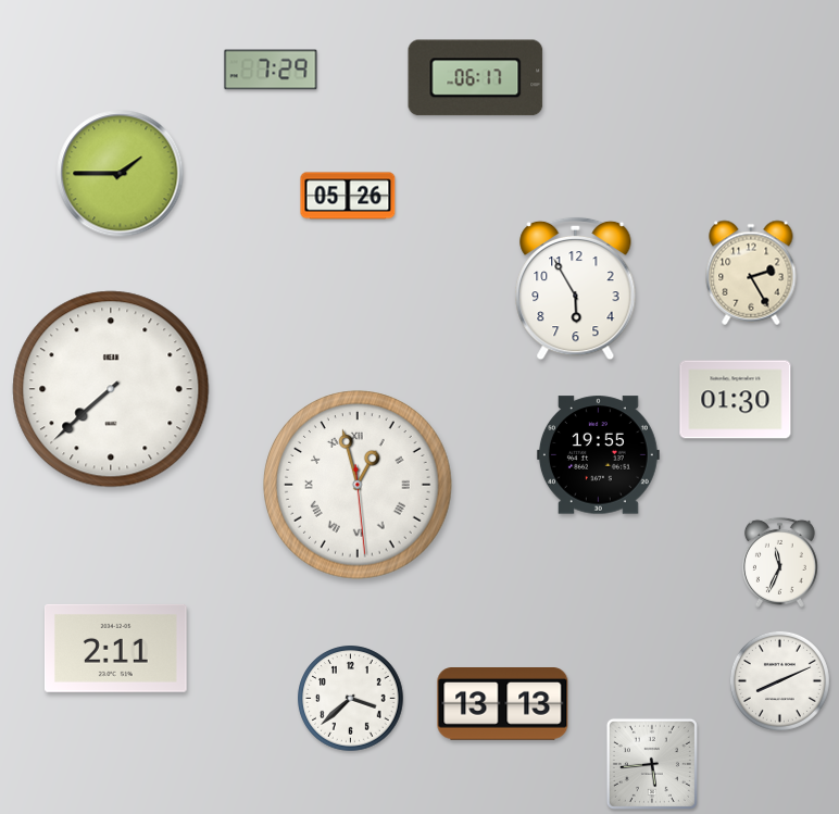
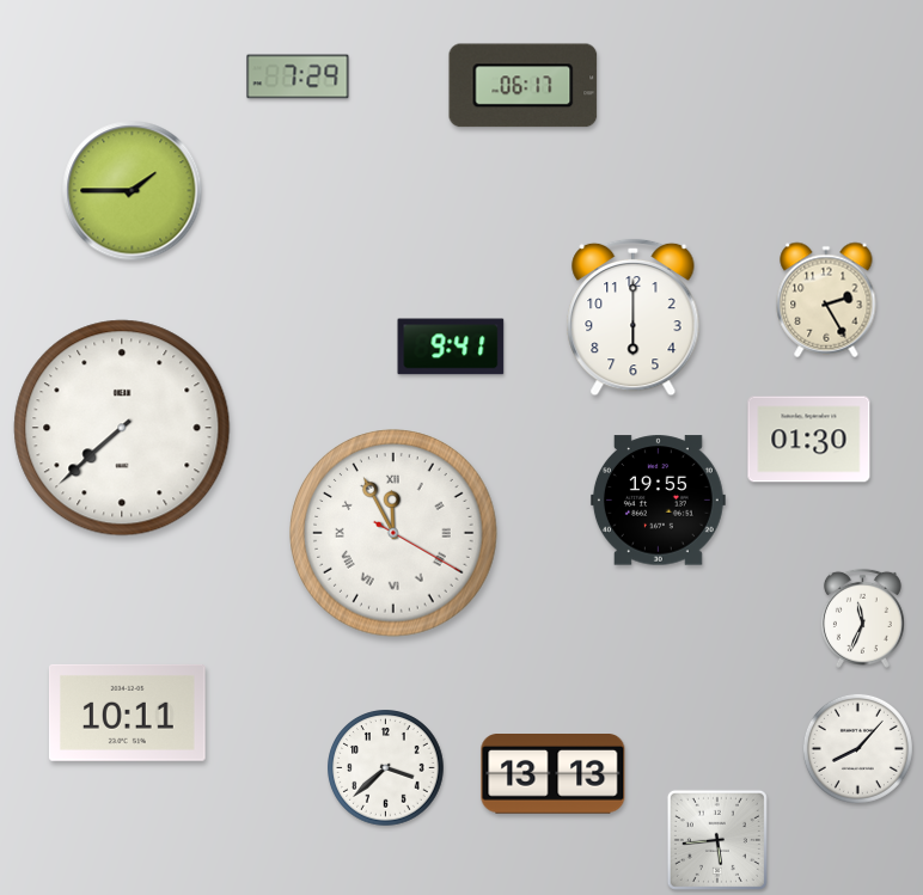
clock at (348, 196): 05:26 -> none
clock at (576, 289): 5:55 -> 6:00
clock at (451, 347): none -> 9:41
clock at (358, 485): 12:57 -> 11:55
clock at (779, 562) position: (779, 562) -> (862, 618)
clock at (116, 648): 2:11 -> 10:11
clock at (779, 680): 8:11 -> 8:07
